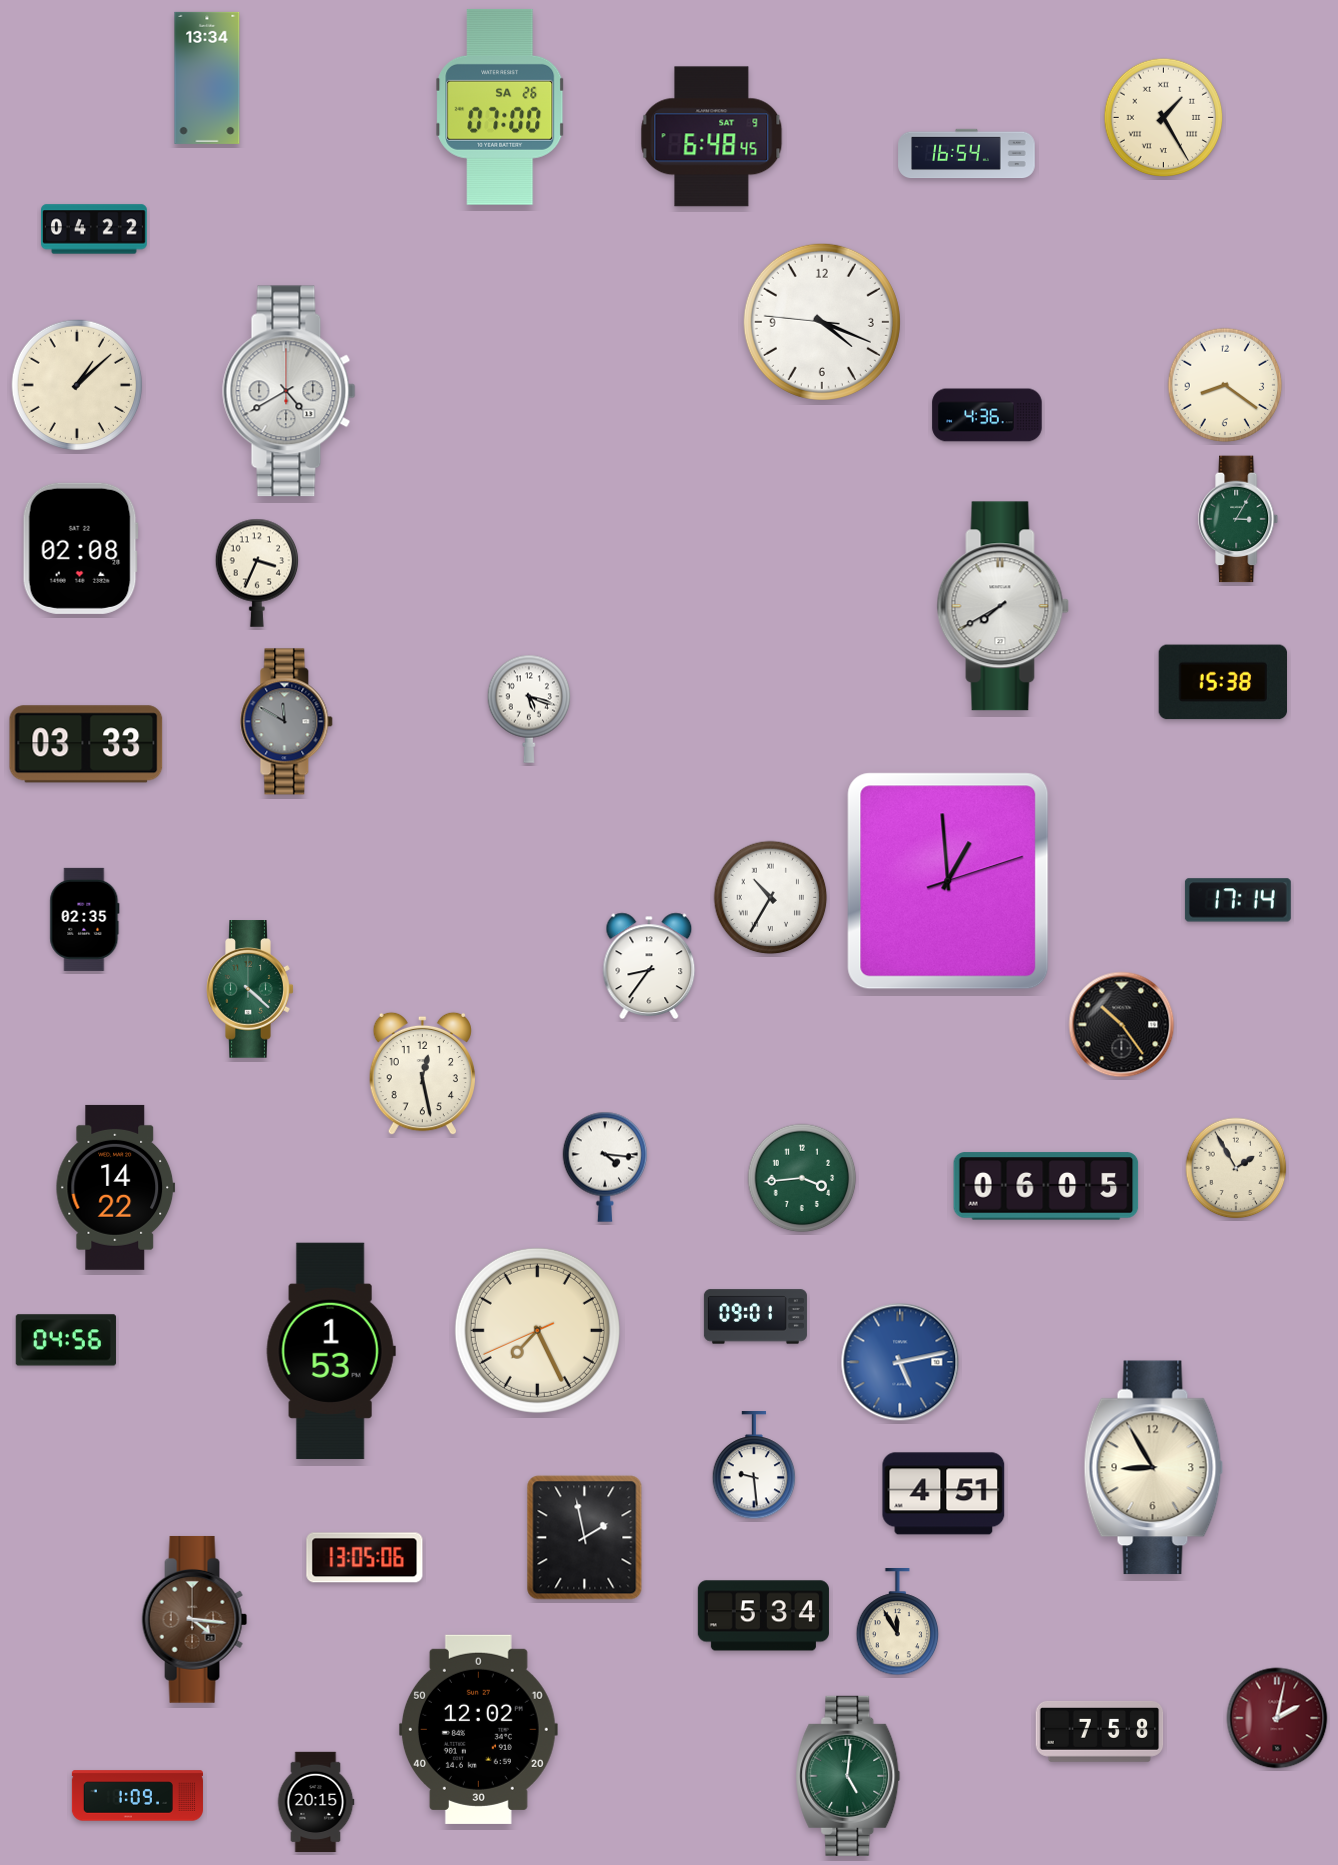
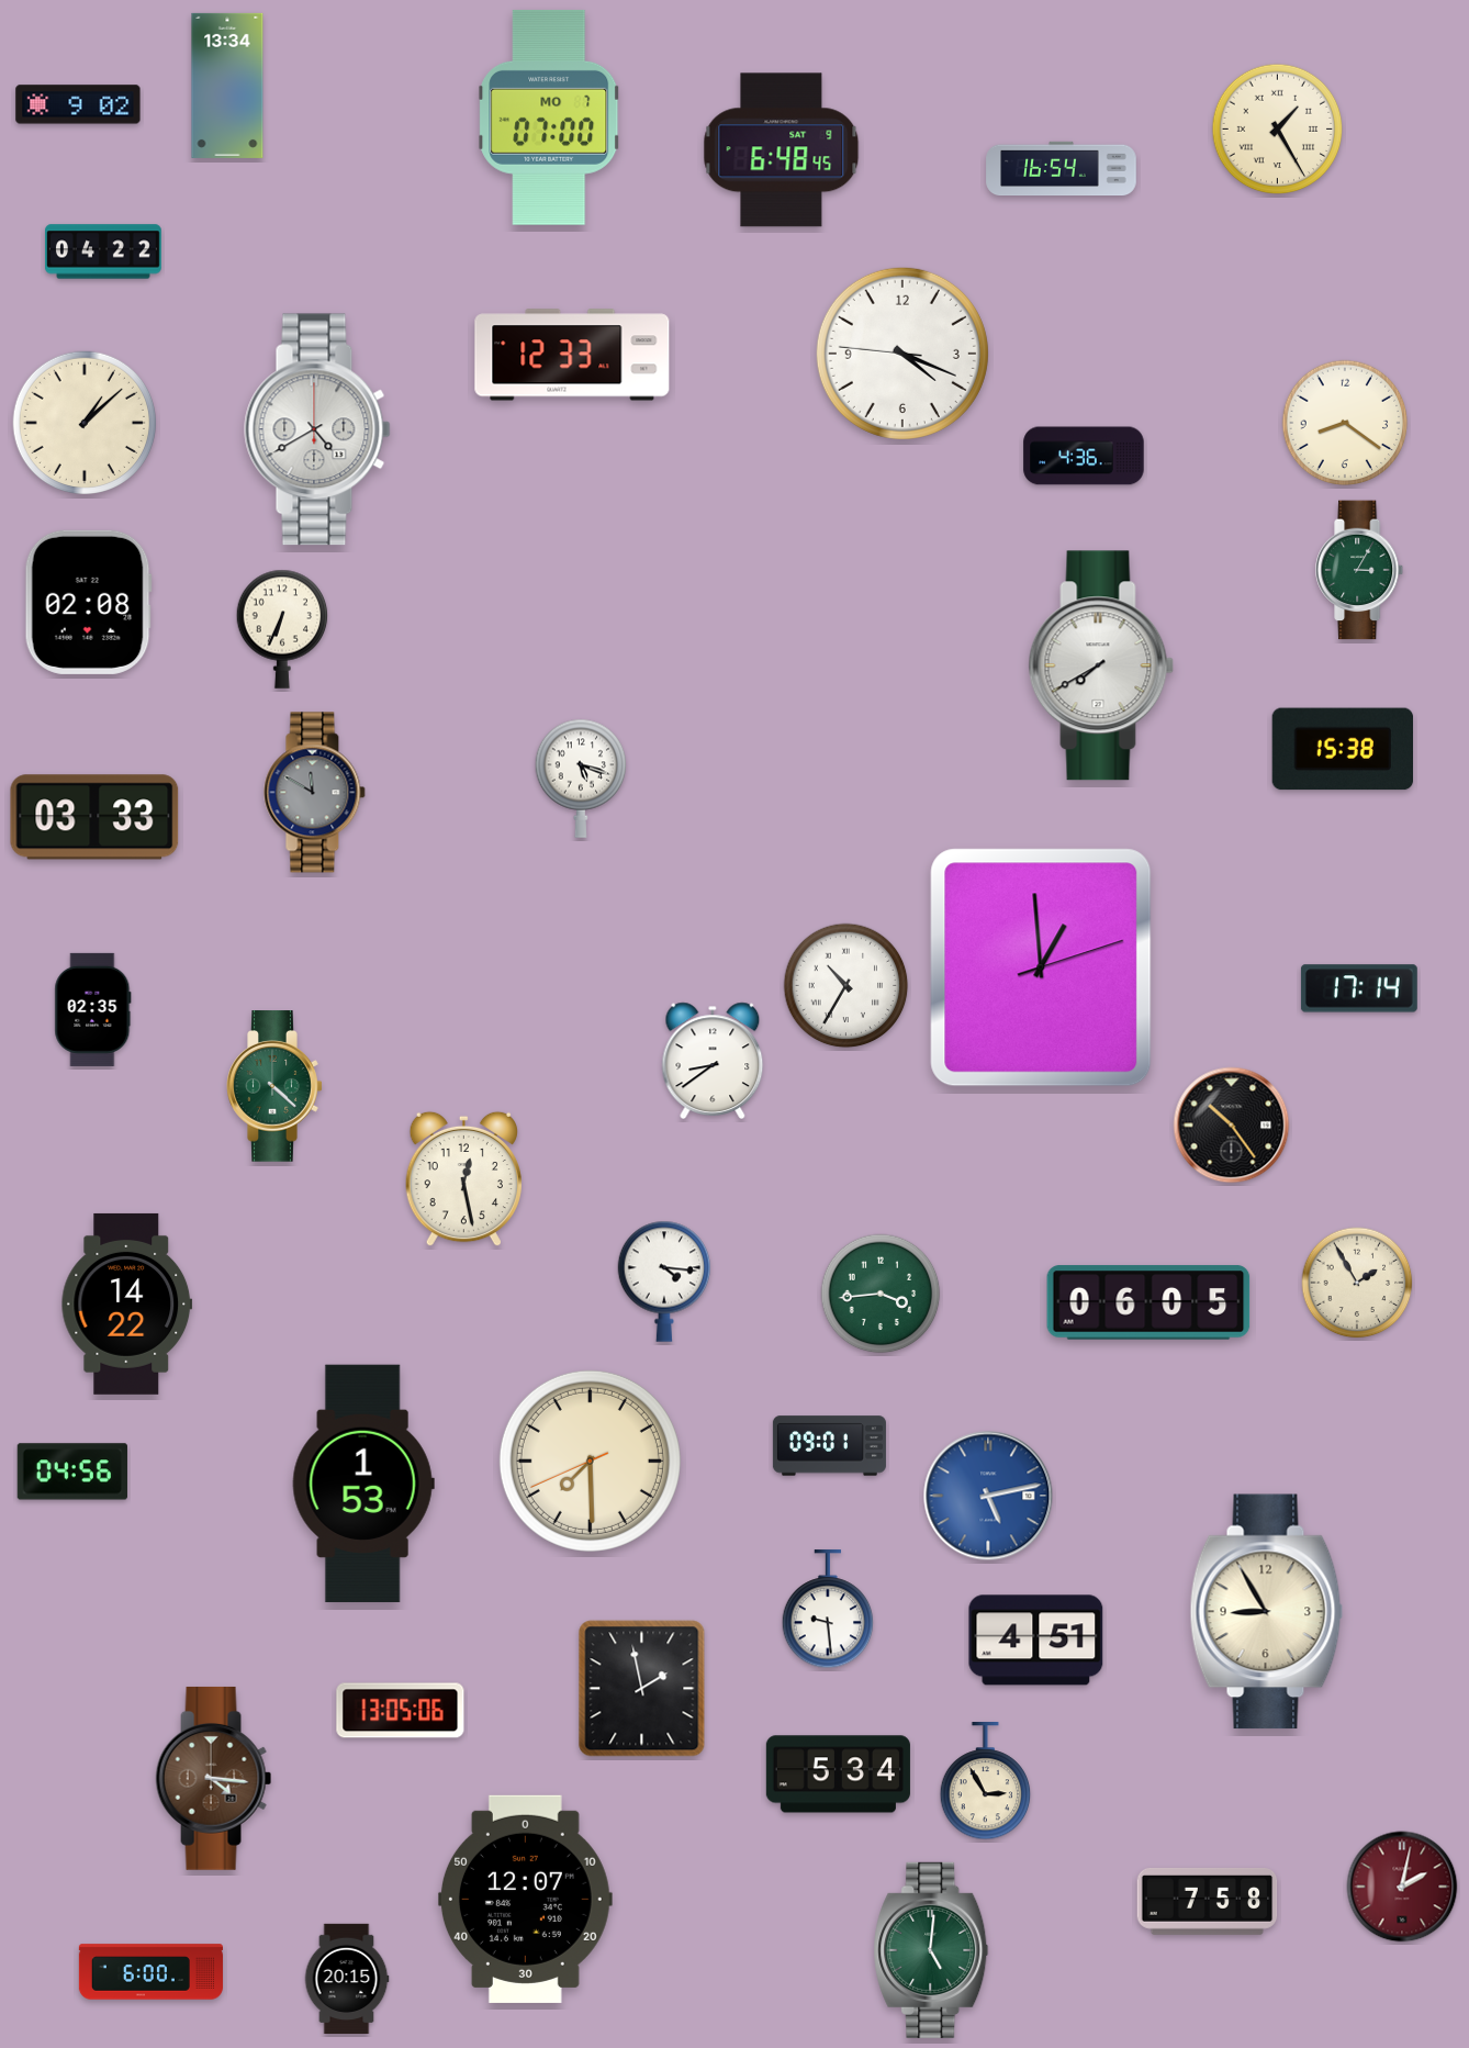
clock at (78, 104): none -> 9:02
clock at (500, 107) date: SA 26 -> MO 7
clock at (572, 355): none -> 12:33
clock at (257, 573): 3:34 -> 6:34
clock at (649, 965): 8:36 -> 8:39
clock at (537, 1330): 7:25 -> 7:29
clock at (898, 1623): 11:55 -> 2:55
clock at (478, 1729): 12:02 -> 12:07
clock at (137, 1796): 1:09 -> 6:00
